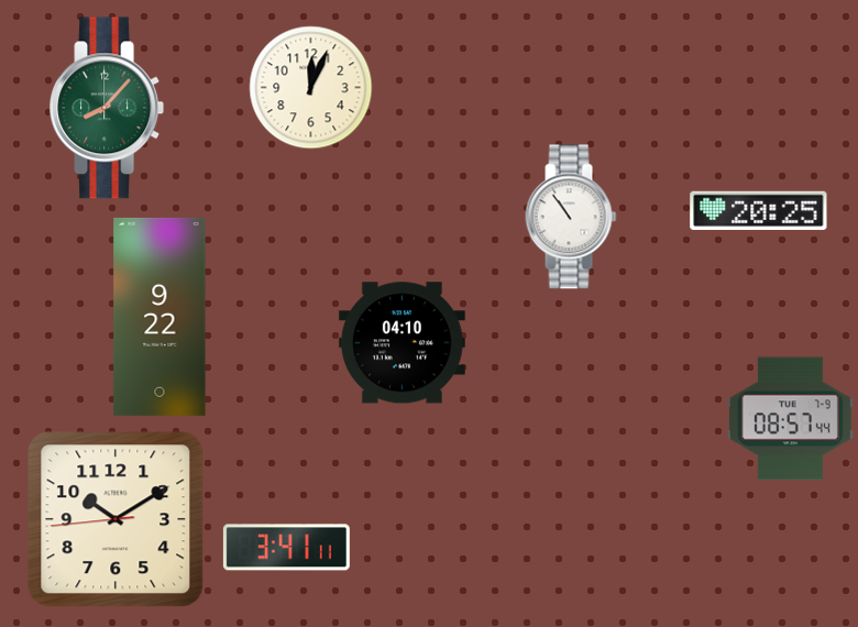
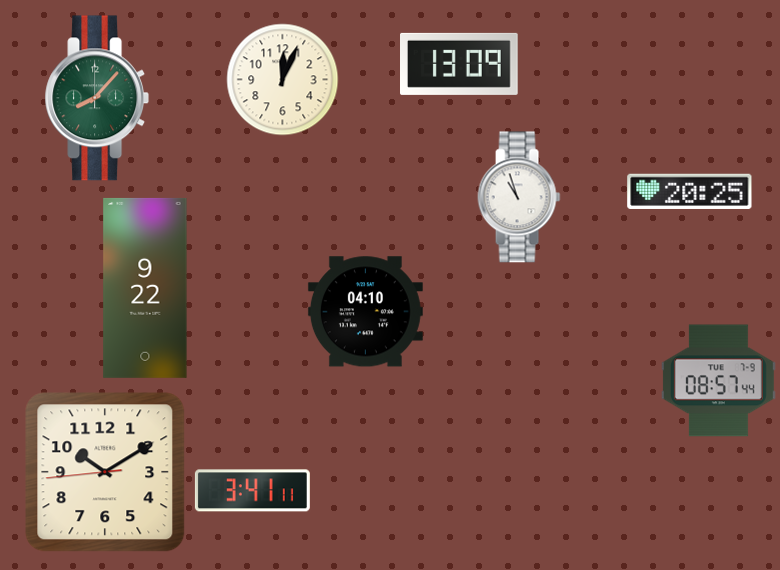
clock at (460, 64): none -> 13:09
clock at (571, 217): 10:54 -> 10:57
clock at (286, 548) position: (286, 548) -> (252, 491)
